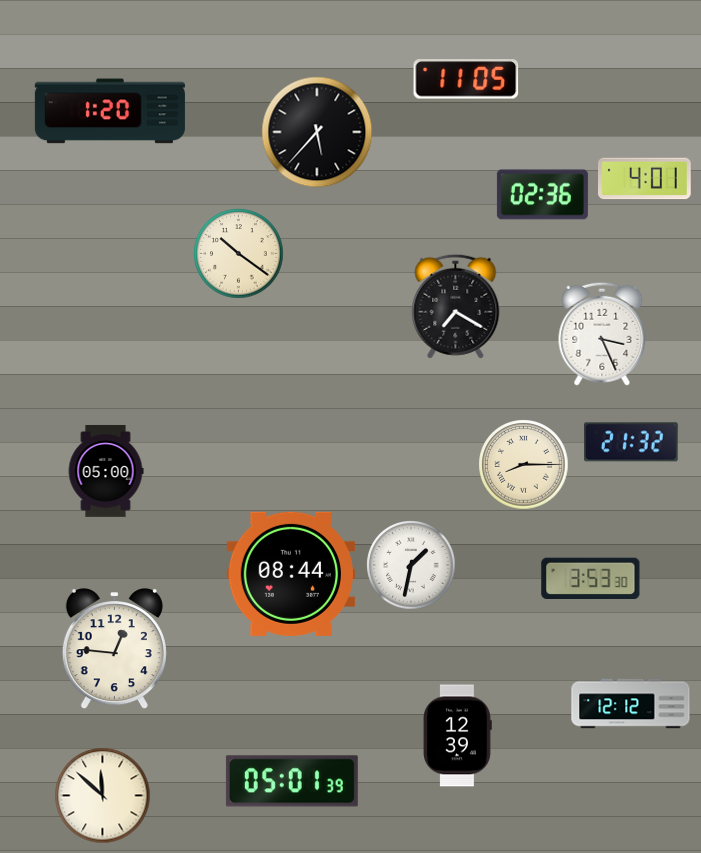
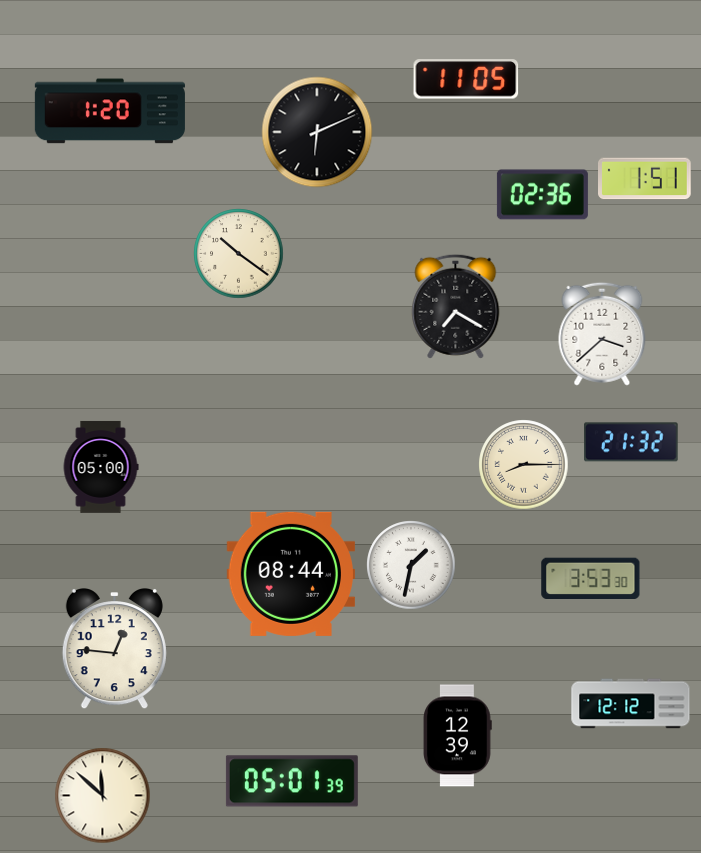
clock at (317, 132): 5:37 -> 6:11
clock at (645, 179): 4:01 -> 1:51
clock at (602, 334): 3:26 -> 3:38
clock at (106, 471) position: (106, 471) -> (101, 467)
